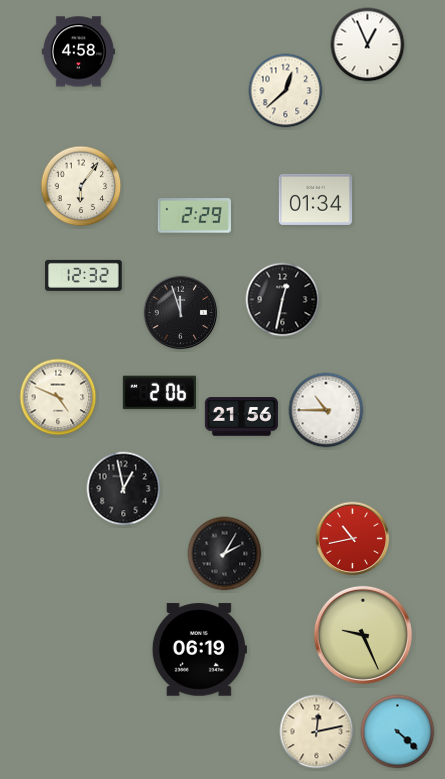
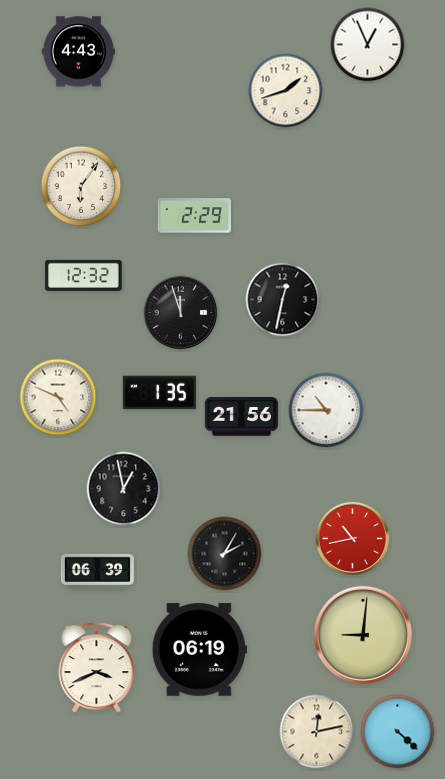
clock at (78, 52): 4:58 -> 4:43
clock at (286, 91): 12:38 -> 1:42
clock at (315, 199): 01:34 -> none
clock at (159, 393): 2:06 -> 1:35
clock at (97, 571): none -> 06:39
clock at (363, 635): 9:26 -> 9:01
clock at (97, 668): none -> 3:41
